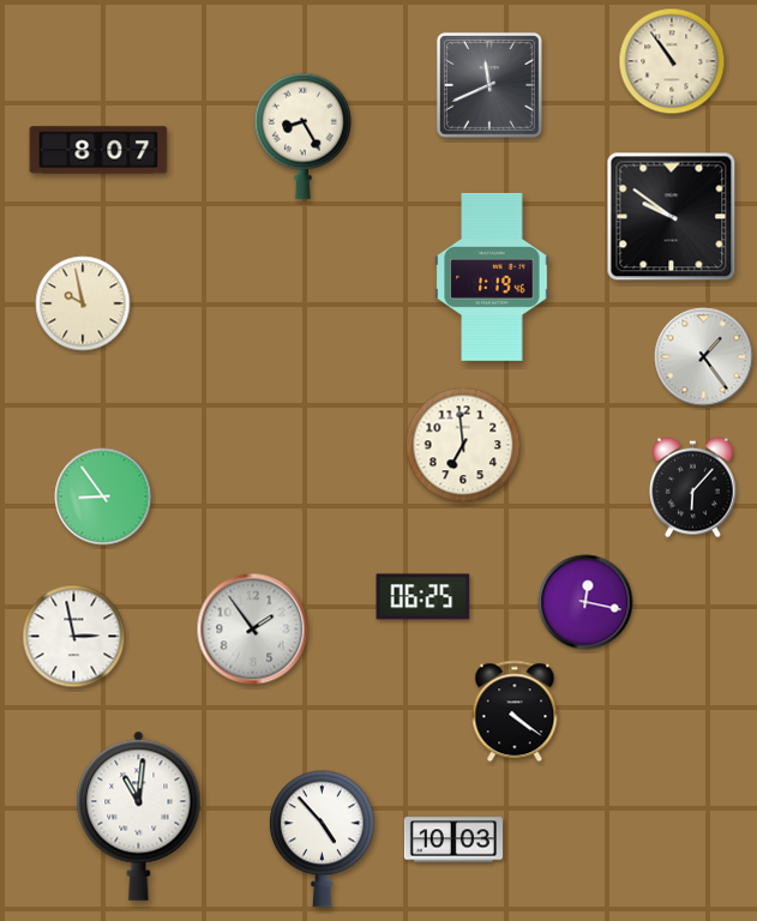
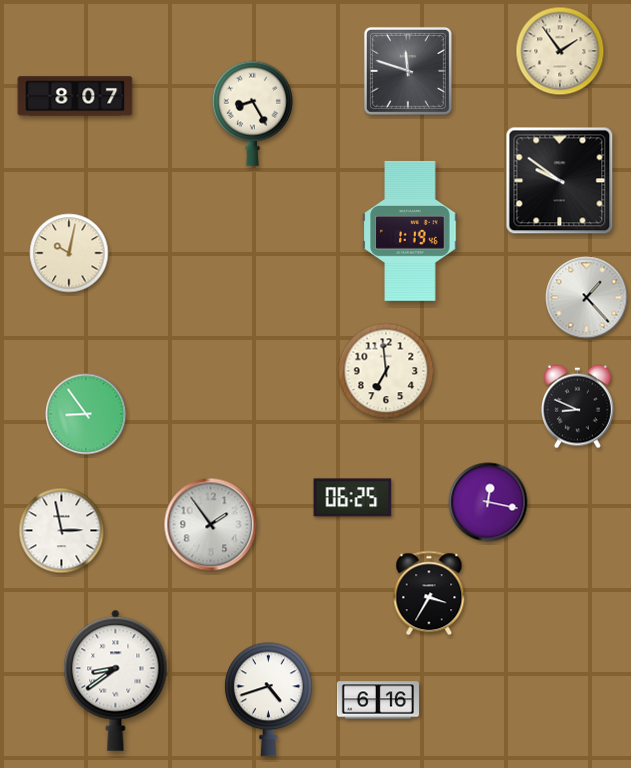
clock at (672, 61): 10:54 -> 1:54
clock at (489, 85): 11:41 -> 11:48
clock at (98, 150) position: (98, 150) -> (75, 96)
clock at (83, 303): 9:58 -> 10:02
clock at (704, 357): 1:24 -> 1:23
clock at (693, 488): 6:07 -> 8:49
clock at (515, 711): 4:21 -> 3:35
clock at (139, 815): 11:01 -> 8:39
clock at (322, 839): 4:53 -> 4:42
clock at (453, 839): 10:03 -> 6:16
